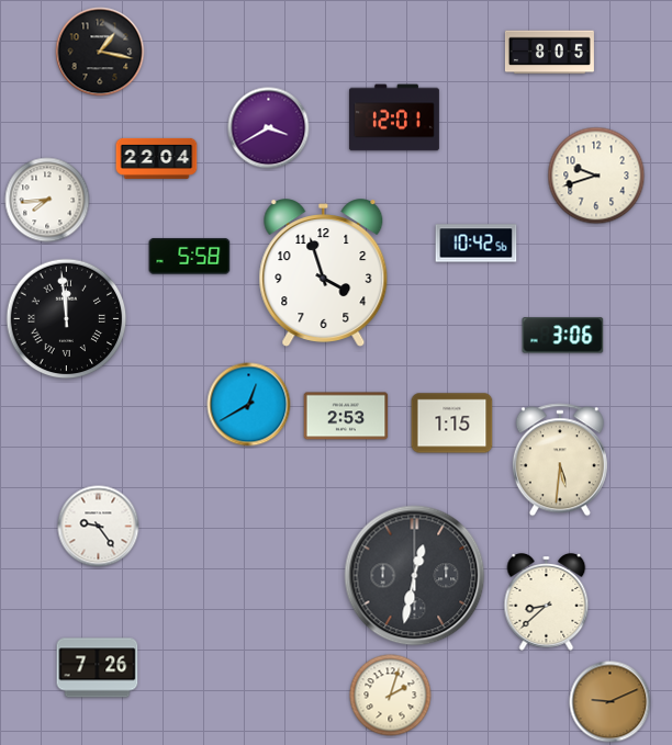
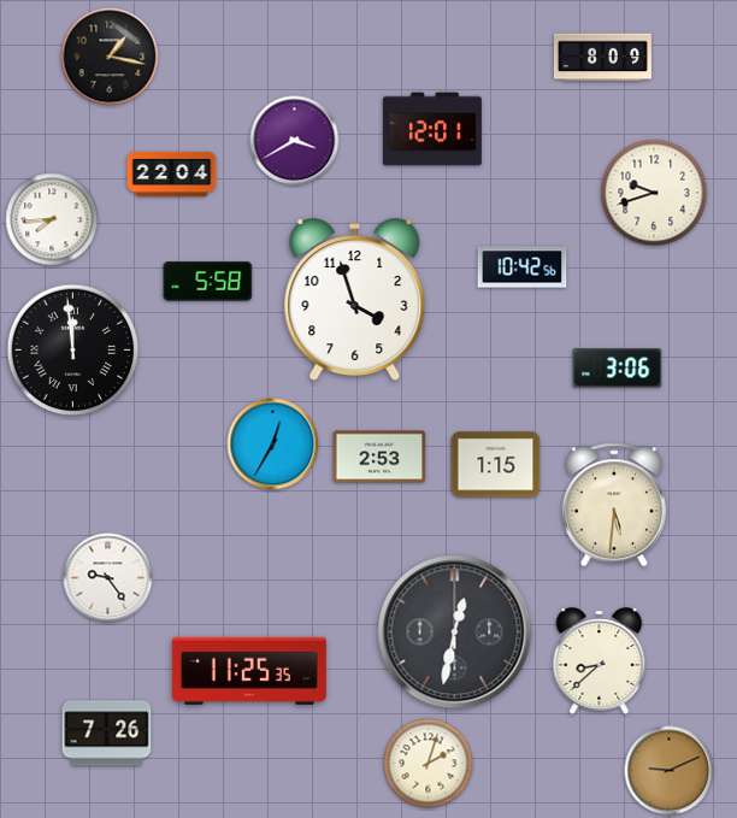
clock at (549, 53): 8:05 -> 8:09
clock at (249, 405): 12:40 -> 12:35
clock at (249, 671): none -> 11:25
